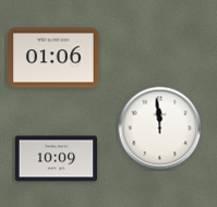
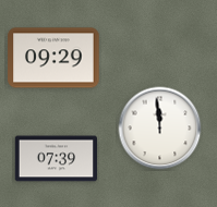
clock at (53, 58): 01:06 -> 09:29
clock at (57, 159): 10:09 -> 07:39
